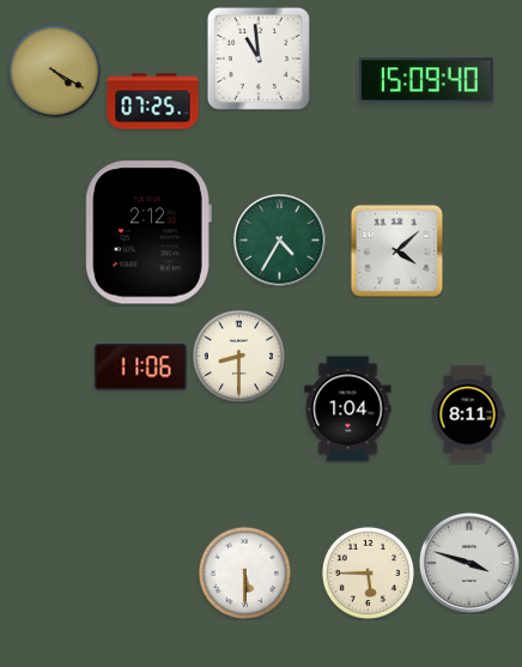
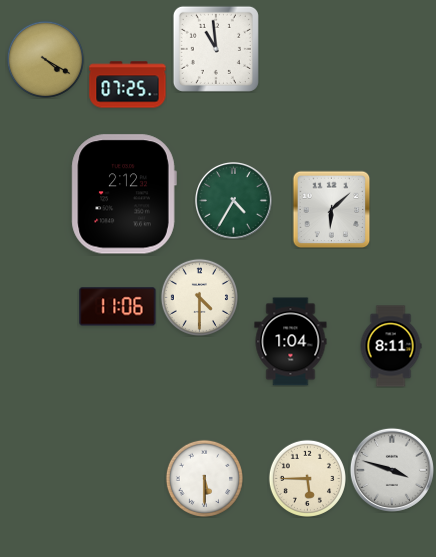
clock at (427, 80): 15:09 -> none
clock at (396, 250): 4:08 -> 6:08
clock at (238, 356): 8:30 -> 4:30
